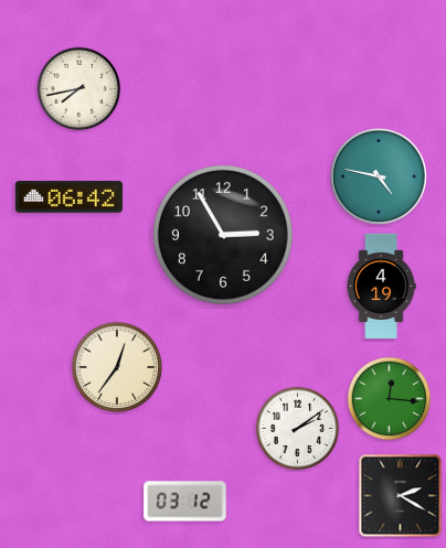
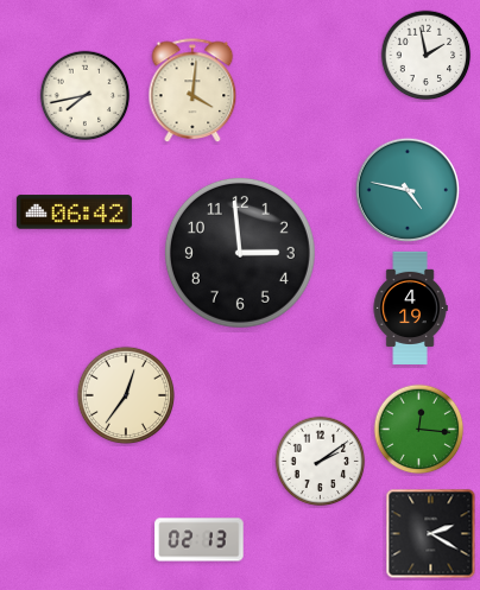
clock at (427, 56): none -> 1:58
clock at (192, 91): none -> 4:01
clock at (223, 235): 2:55 -> 2:59
clock at (185, 502): 03:12 -> 02:13
